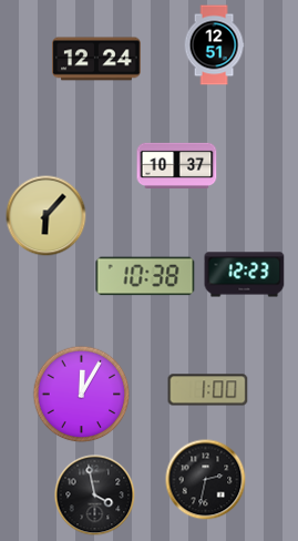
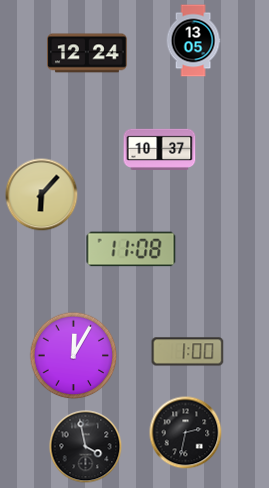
clock at (214, 45): 12:51 -> 13:05
clock at (245, 275): 12:23 -> none
clock at (145, 276): 10:38 -> 11:08
